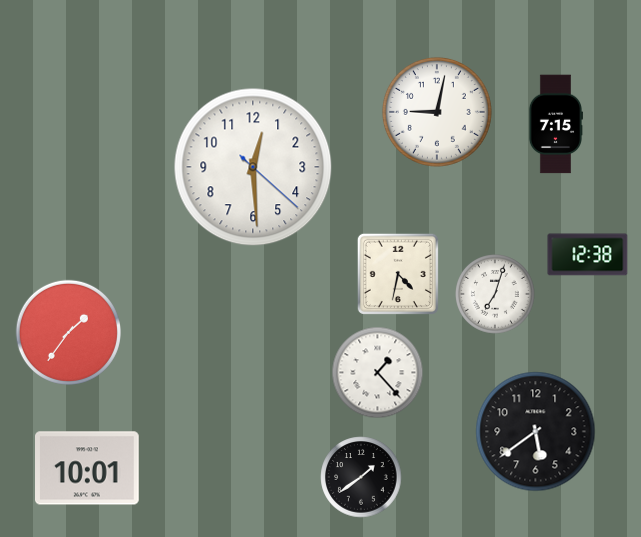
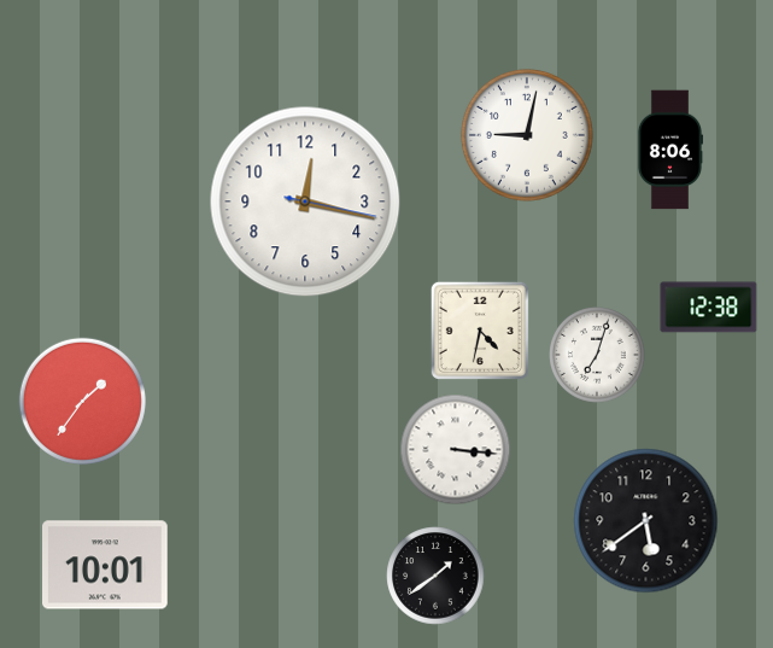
clock at (555, 124): 7:15 -> 8:06
clock at (253, 167): 12:29 -> 12:17
clock at (378, 373): 1:23 -> 3:16
